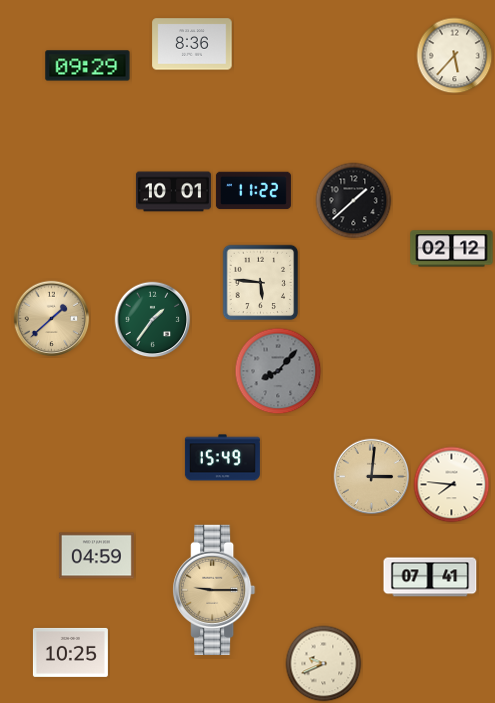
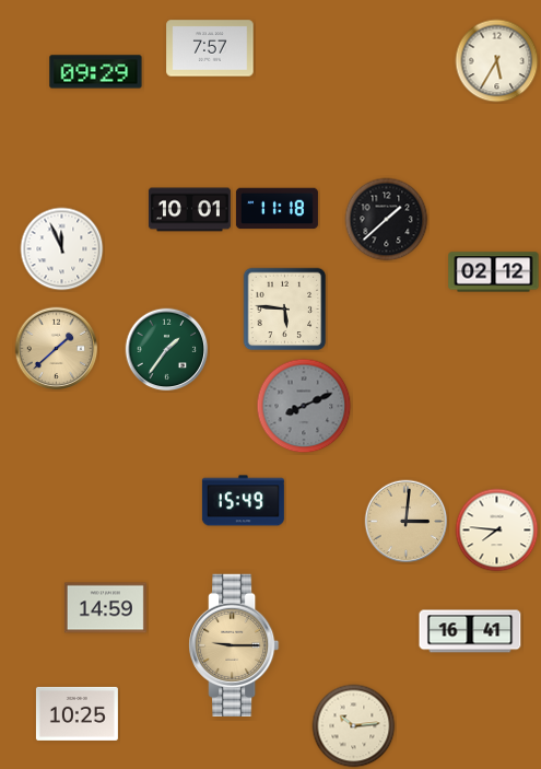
clock at (192, 44): 8:36 -> 7:57
clock at (455, 56): 5:37 -> 5:35
clock at (253, 191): 11:22 -> 11:18
clock at (62, 249): none -> 11:56
clock at (278, 371): 8:07 -> 8:11
clock at (452, 485) position: (452, 485) -> (497, 531)
clock at (96, 556): 04:59 -> 14:59
clock at (430, 577): 07:41 -> 16:41
clock at (324, 664): 9:41 -> 10:14
